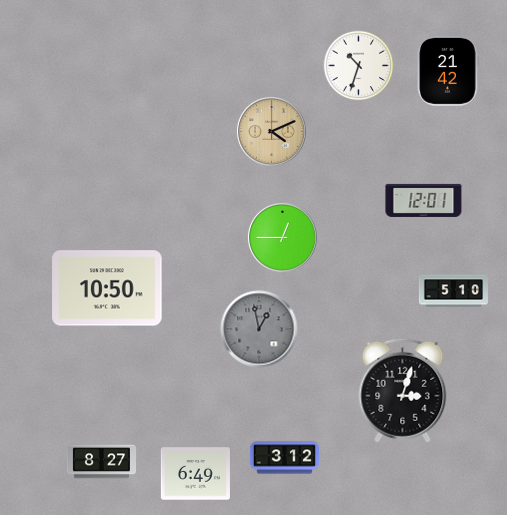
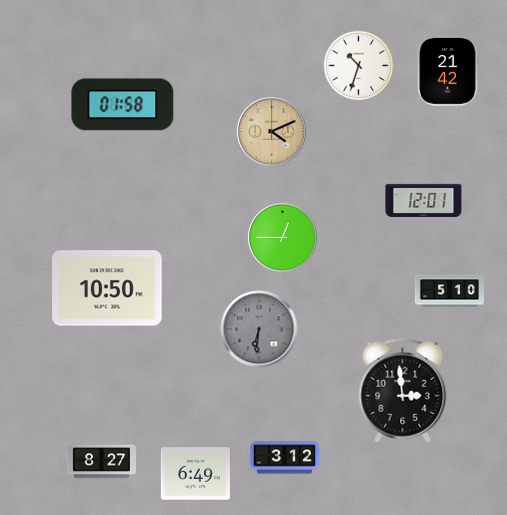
clock at (123, 105): none -> 01:58
clock at (453, 291) position: (453, 291) -> (449, 291)
clock at (259, 329): 12:58 -> 6:31
clock at (403, 390): 3:03 -> 2:59
